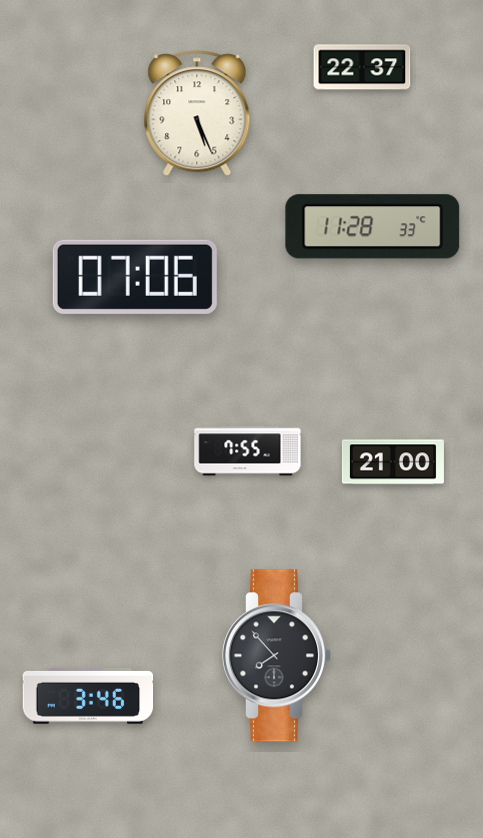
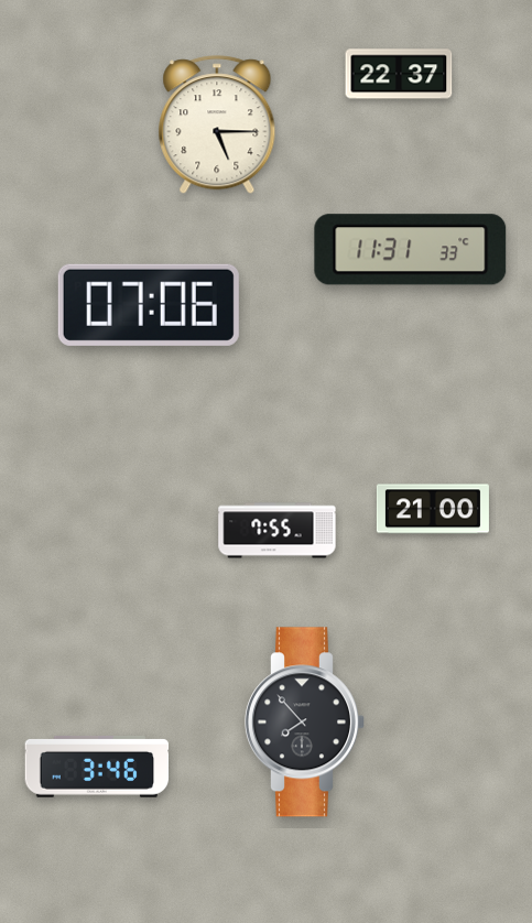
clock at (197, 114): 5:26 -> 5:15
clock at (373, 227): 11:28 -> 11:31
clock at (248, 451) position: (248, 451) -> (278, 531)
